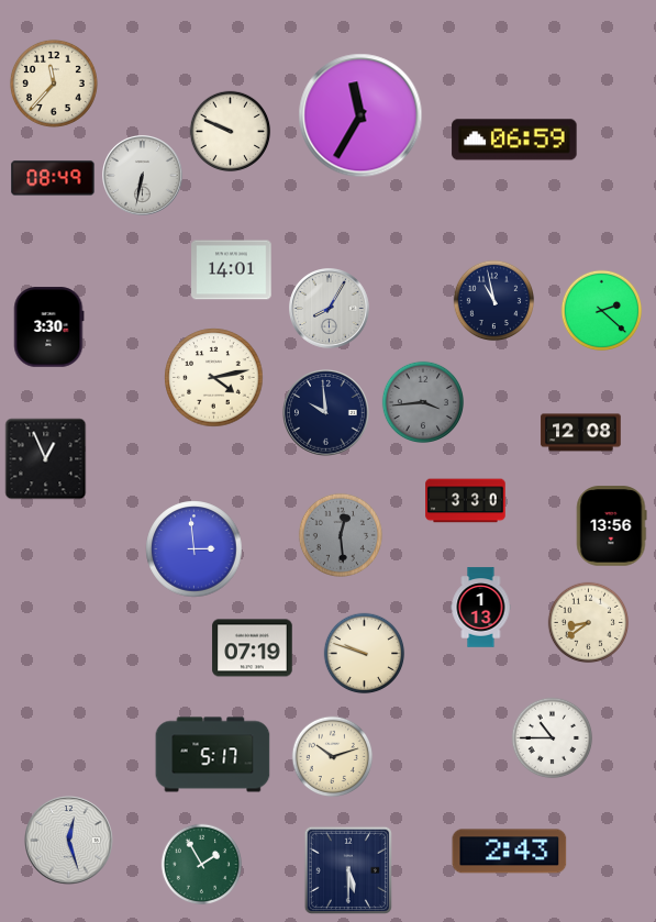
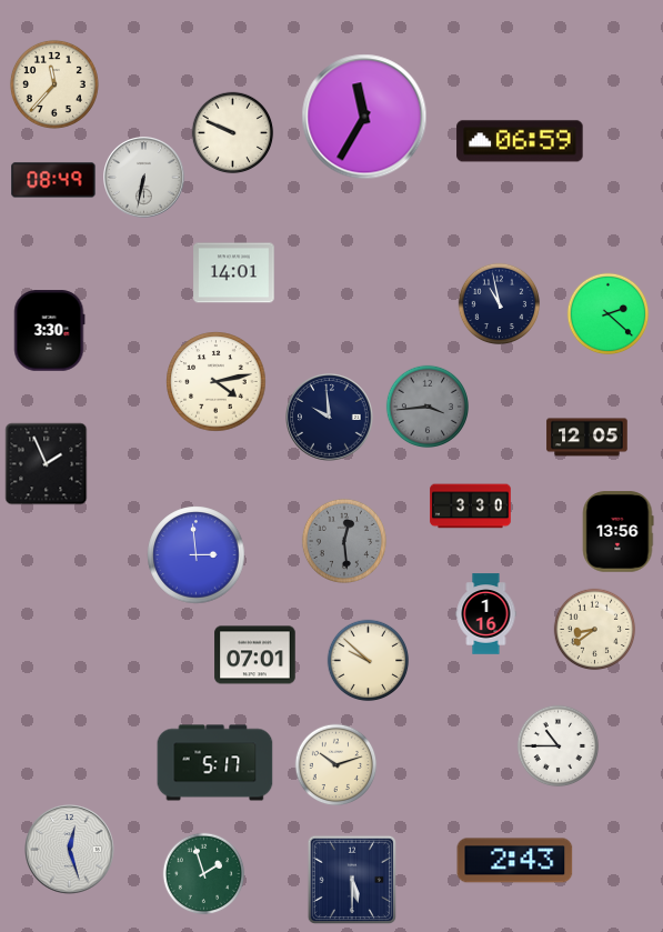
clock at (330, 309): 8:05 -> none
clock at (581, 433): 12:08 -> 12:05
clock at (46, 459): 12:56 -> 1:56
clock at (481, 608): 1:13 -> 1:16
clock at (253, 648): 07:19 -> 07:01
clock at (365, 654): 9:48 -> 9:52
clock at (202, 865): 1:55 -> 1:57
